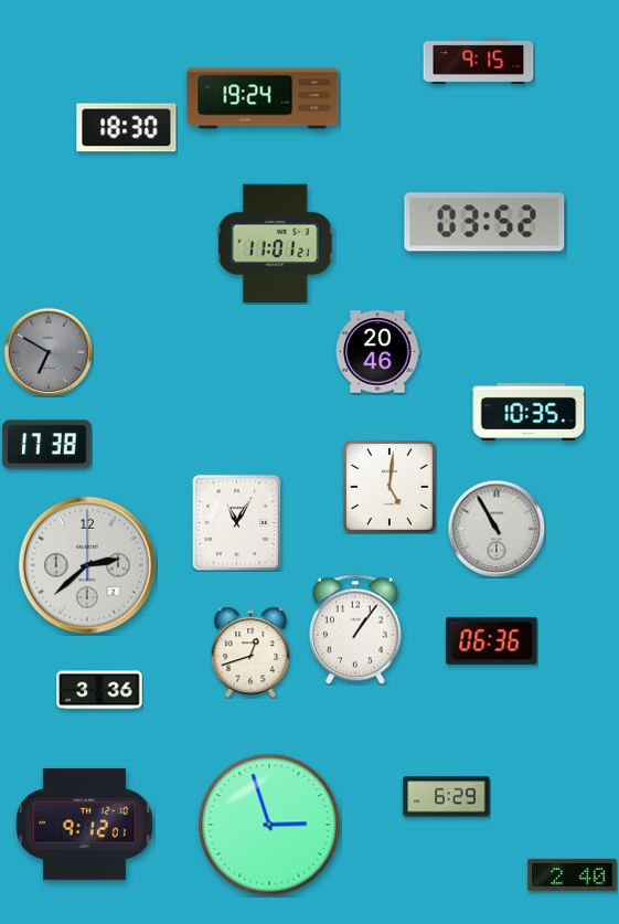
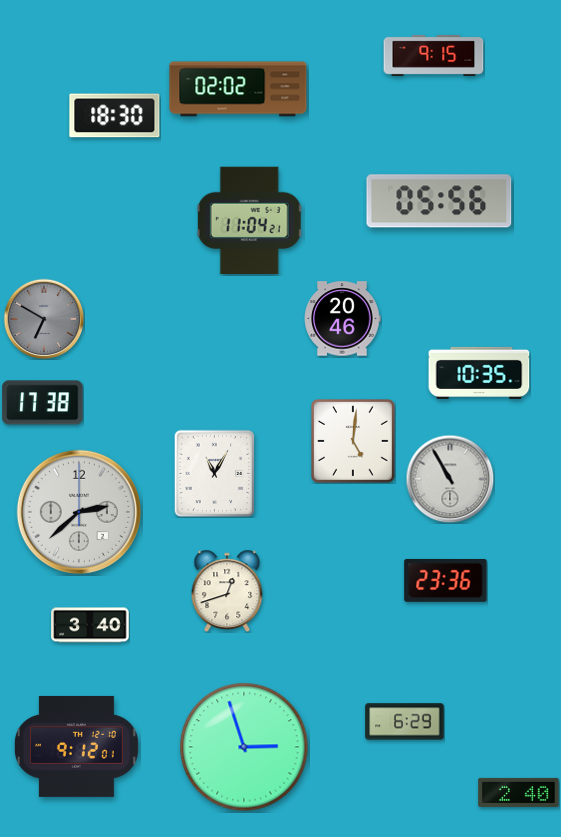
clock at (263, 98): 19:24 -> 02:02
clock at (484, 222): 03:52 -> 05:56
clock at (276, 244): 11:01 -> 11:04
clock at (355, 629): 1:06 -> none
clock at (492, 640): 06:36 -> 23:36
clock at (99, 690): 3:36 -> 3:40
